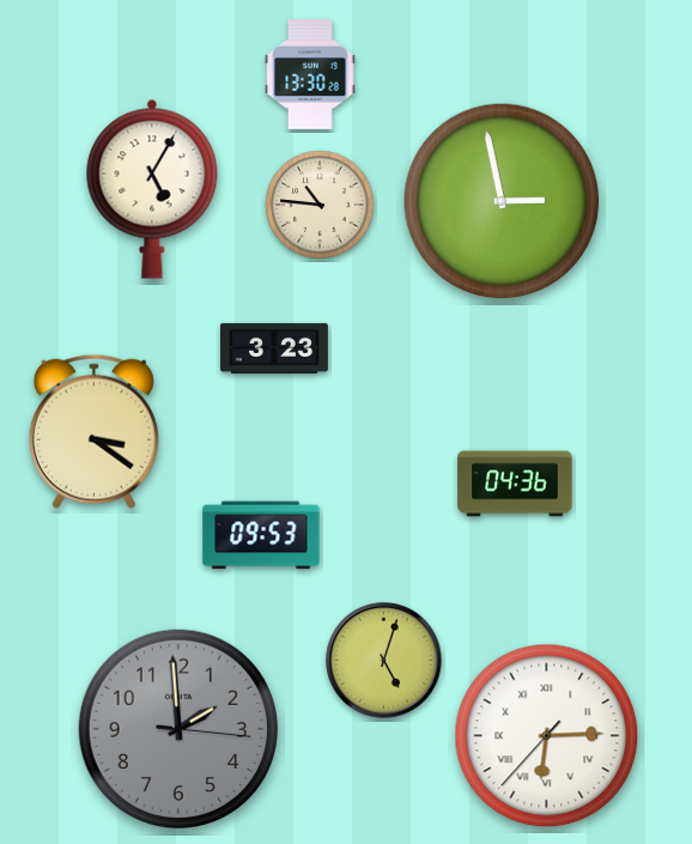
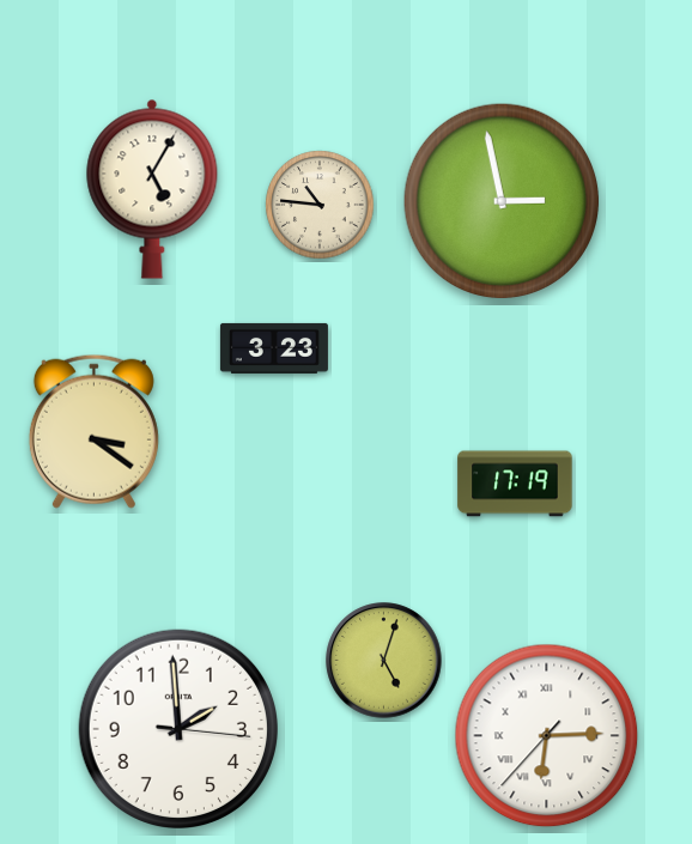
clock at (310, 75): 13:30 -> none
clock at (515, 484): 04:36 -> 17:19
clock at (261, 535): 09:53 -> none
clock at (177, 728) dial: grey -> white
